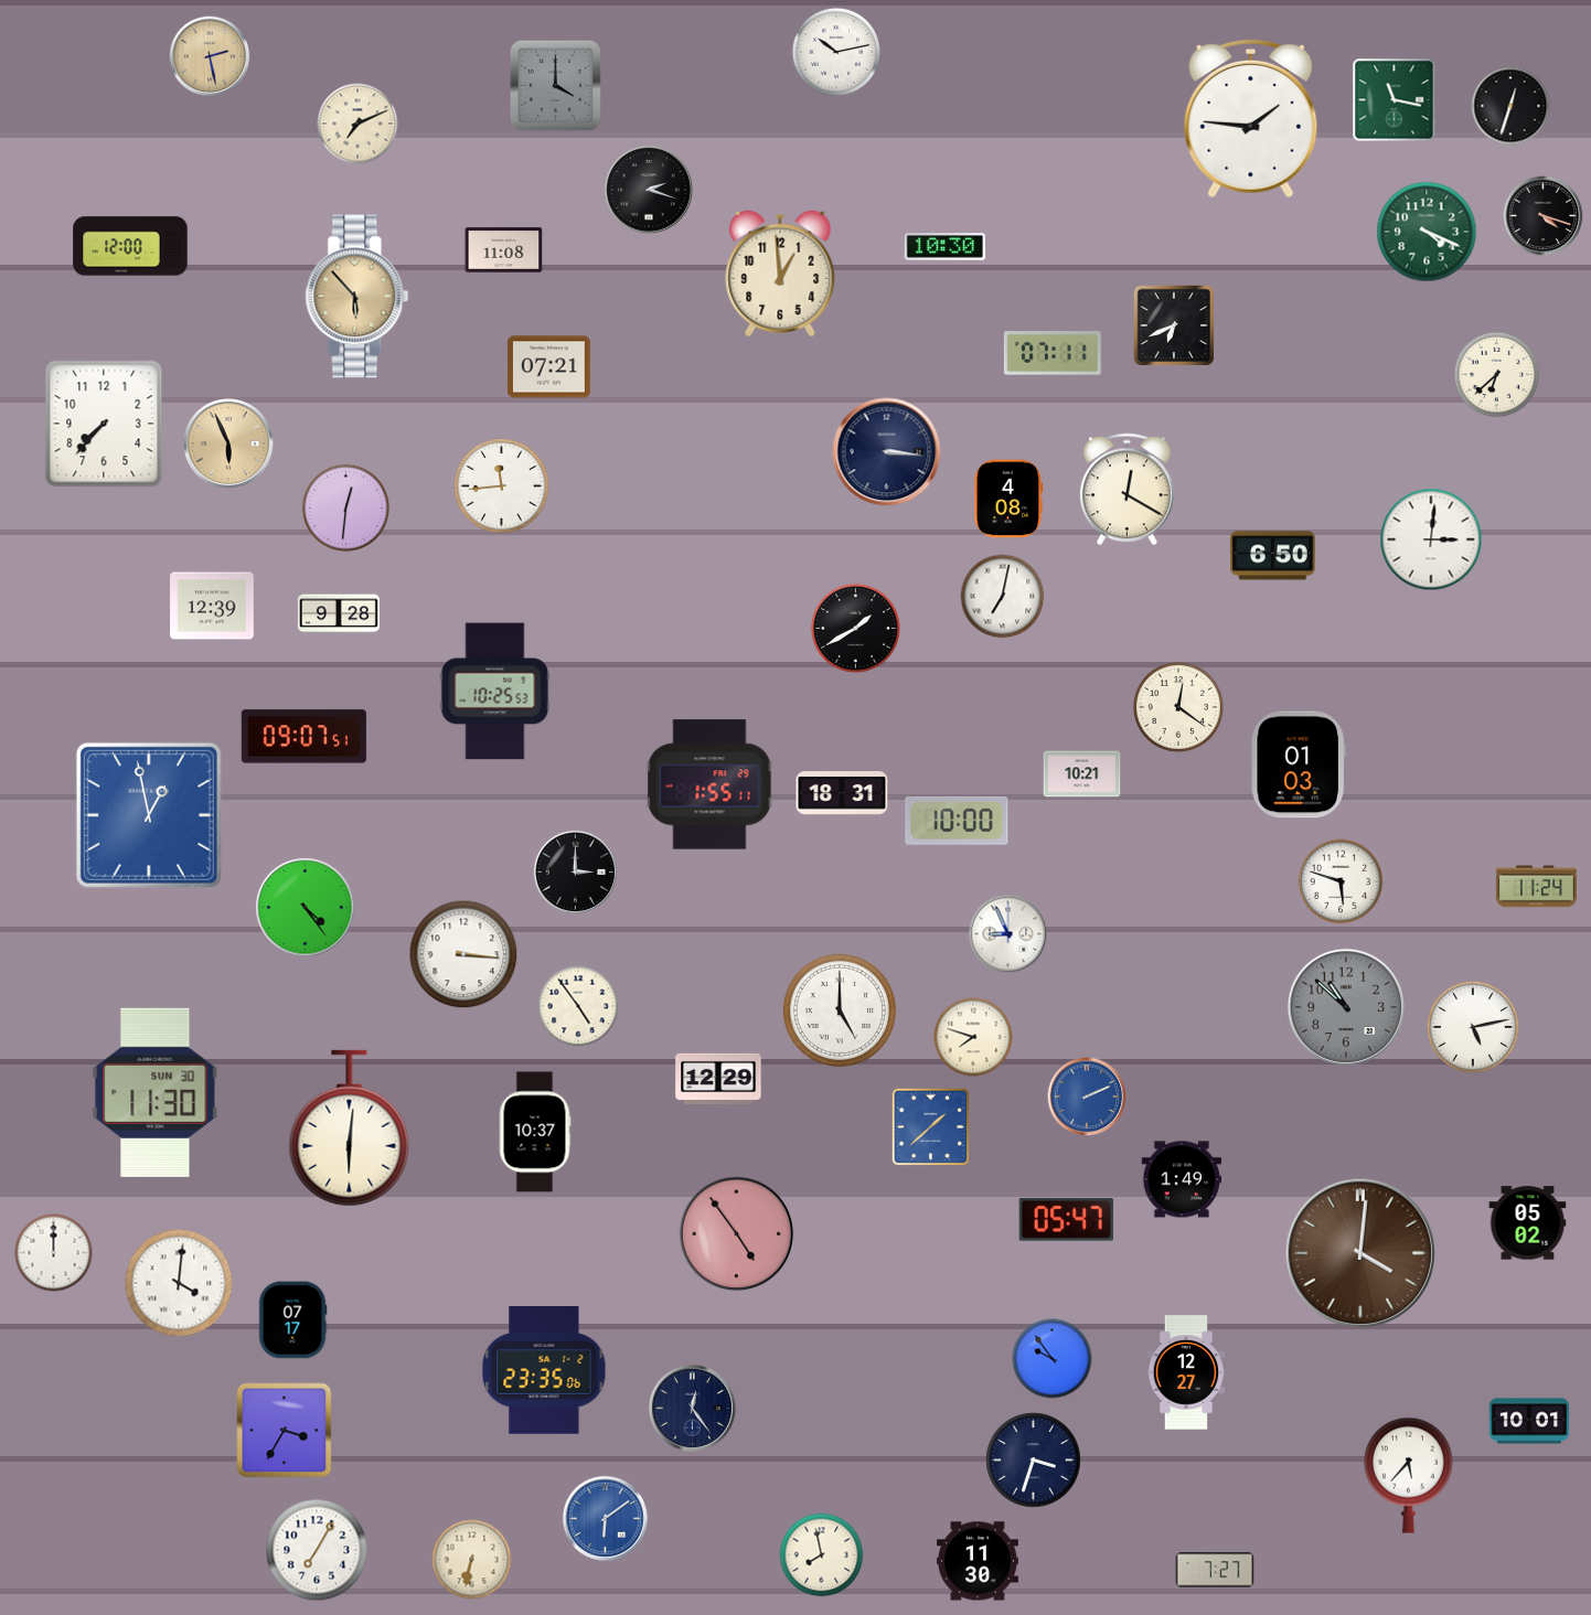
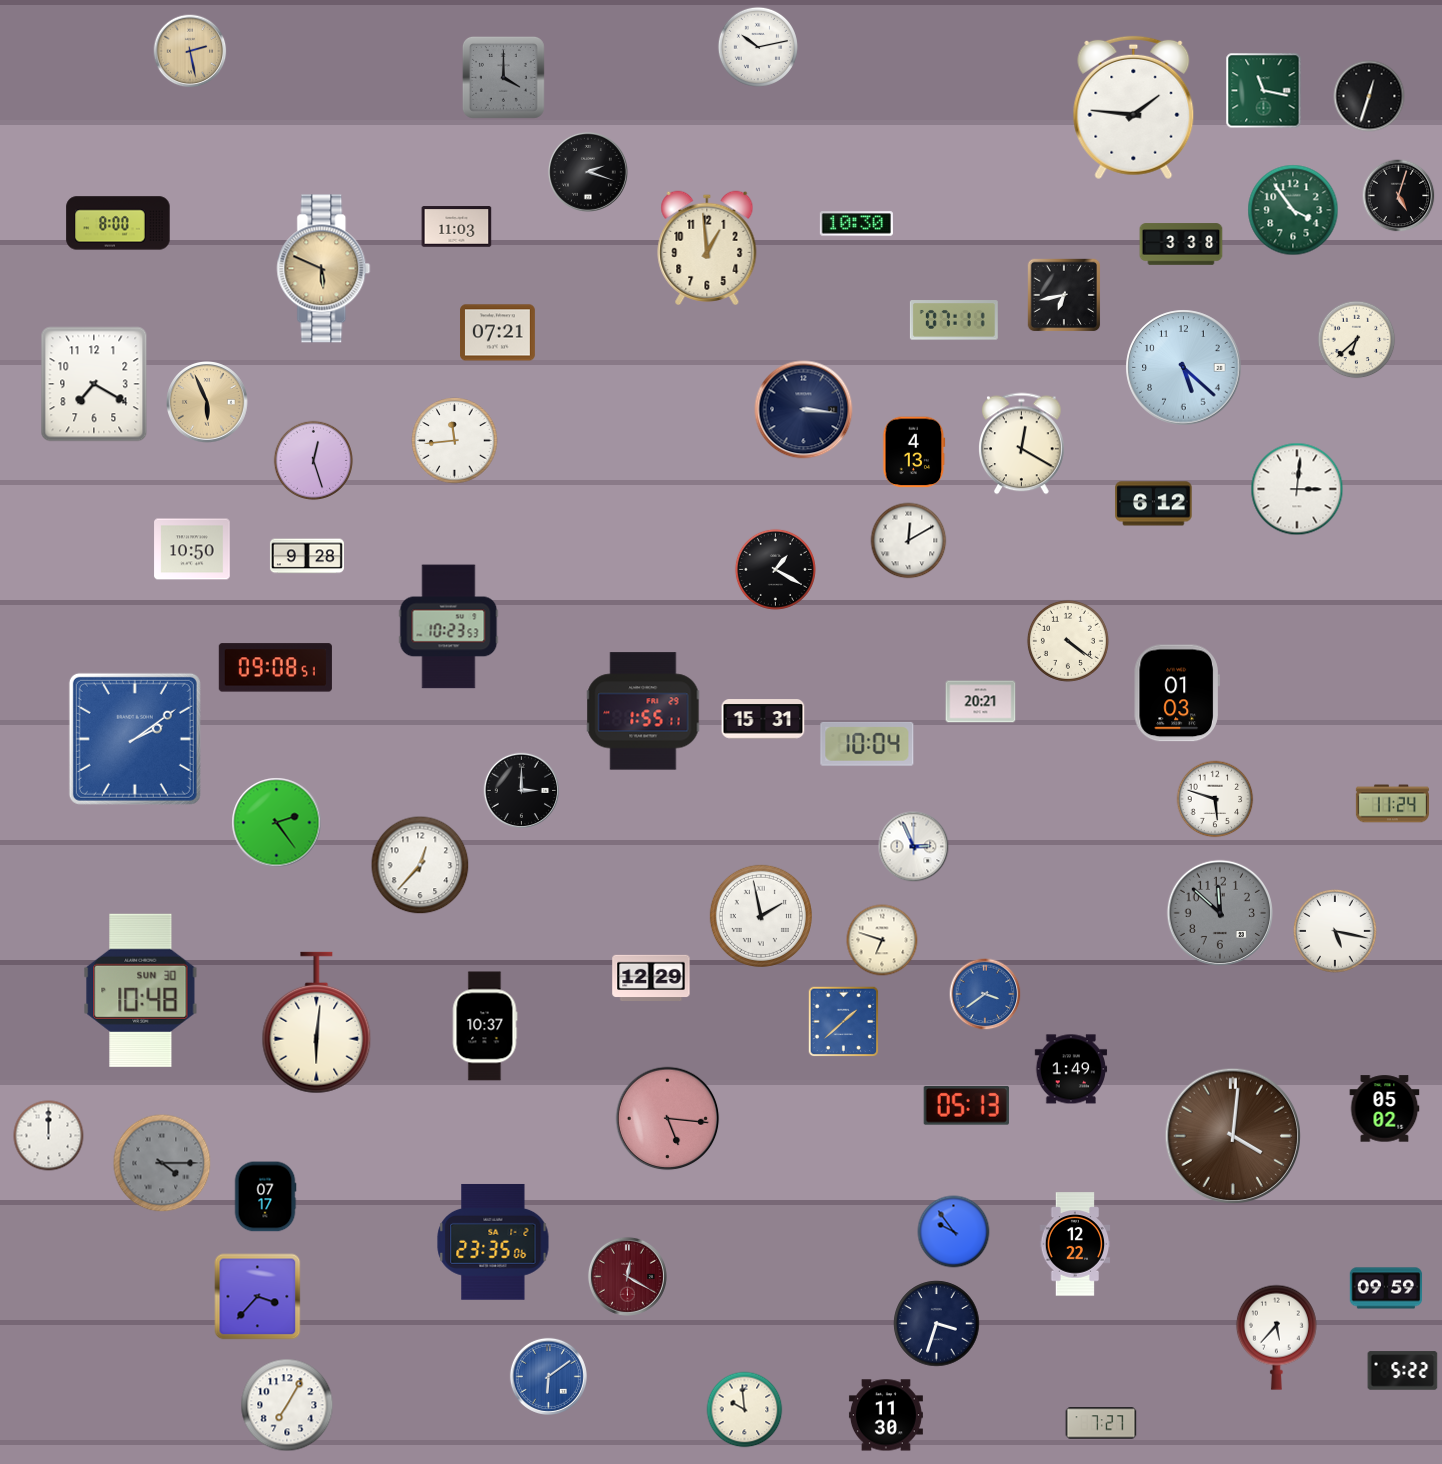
clock at (357, 124): 7:11 -> none
clock at (1544, 216): 4:18 -> 5:03
clock at (1427, 232): 4:19 -> 3:54
clock at (130, 246): 12:00 -> 8:00
clock at (504, 250): 11:08 -> 11:03
clock at (1181, 244): none -> 3:38
clock at (357, 297): 5:53 -> 5:49
clock at (1174, 325): 6:41 -> 6:43
clock at (1184, 368): none -> 5:22
clock at (104, 424): 7:37 -> 7:20
clock at (1008, 499): 4:08 -> 4:13
clock at (346, 509): 12:31 -> 12:27
clock at (1273, 556): 6:50 -> 6:12
clock at (1003, 597): 7:02 -> 12:10
clock at (212, 606): 12:39 -> 10:50
clock at (855, 628): 1:40 -> 1:20
clock at (495, 692): 10:25 -> 10:23
clock at (1178, 707): 12:21 -> 4:21
clock at (303, 737): 09:07 -> 09:08
clock at (1082, 774): 10:21 -> 20:21
clock at (842, 793): 18:31 -> 15:31
clock at (149, 815): 12:58 -> 2:09
clock at (957, 821): 10:00 -> 10:04
clock at (306, 908): 4:24 -> 2:24
clock at (1008, 934): 8:56 -> 2:56
clock at (463, 954): 3:16 -> 12:37
clock at (578, 1006): 4:54 -> none
clock at (1345, 1006): 10:52 -> 11:52
clock at (840, 1010): 5:00 -> 1:58
clock at (1474, 1028): 5:13 -> 5:17
clock at (973, 1037): 7:48 -> 6:48
clock at (156, 1092): 11:30 -> 10:48
clock at (1087, 1097): 2:11 -> 3:39
clock at (1066, 1220): 05:47 -> 05:13
clock at (737, 1234): 4:54 -> 5:16
clock at (179, 1283): 4:01 -> 4:15
clock at (179, 1283) dial: white -> grey
clock at (1186, 1372): 12:27 -> 12:22
clock at (692, 1408): 12:24 -> 12:20
clock at (692, 1408) dial: navy -> burgundy
clock at (1529, 1421): 10:01 -> 09:59
clock at (285, 1431): 3:35 -> 3:37
clock at (1403, 1371): none -> 5:22
clock at (822, 1555): 7:58 -> 9:59
clock at (472, 1560): 6:32 -> none
